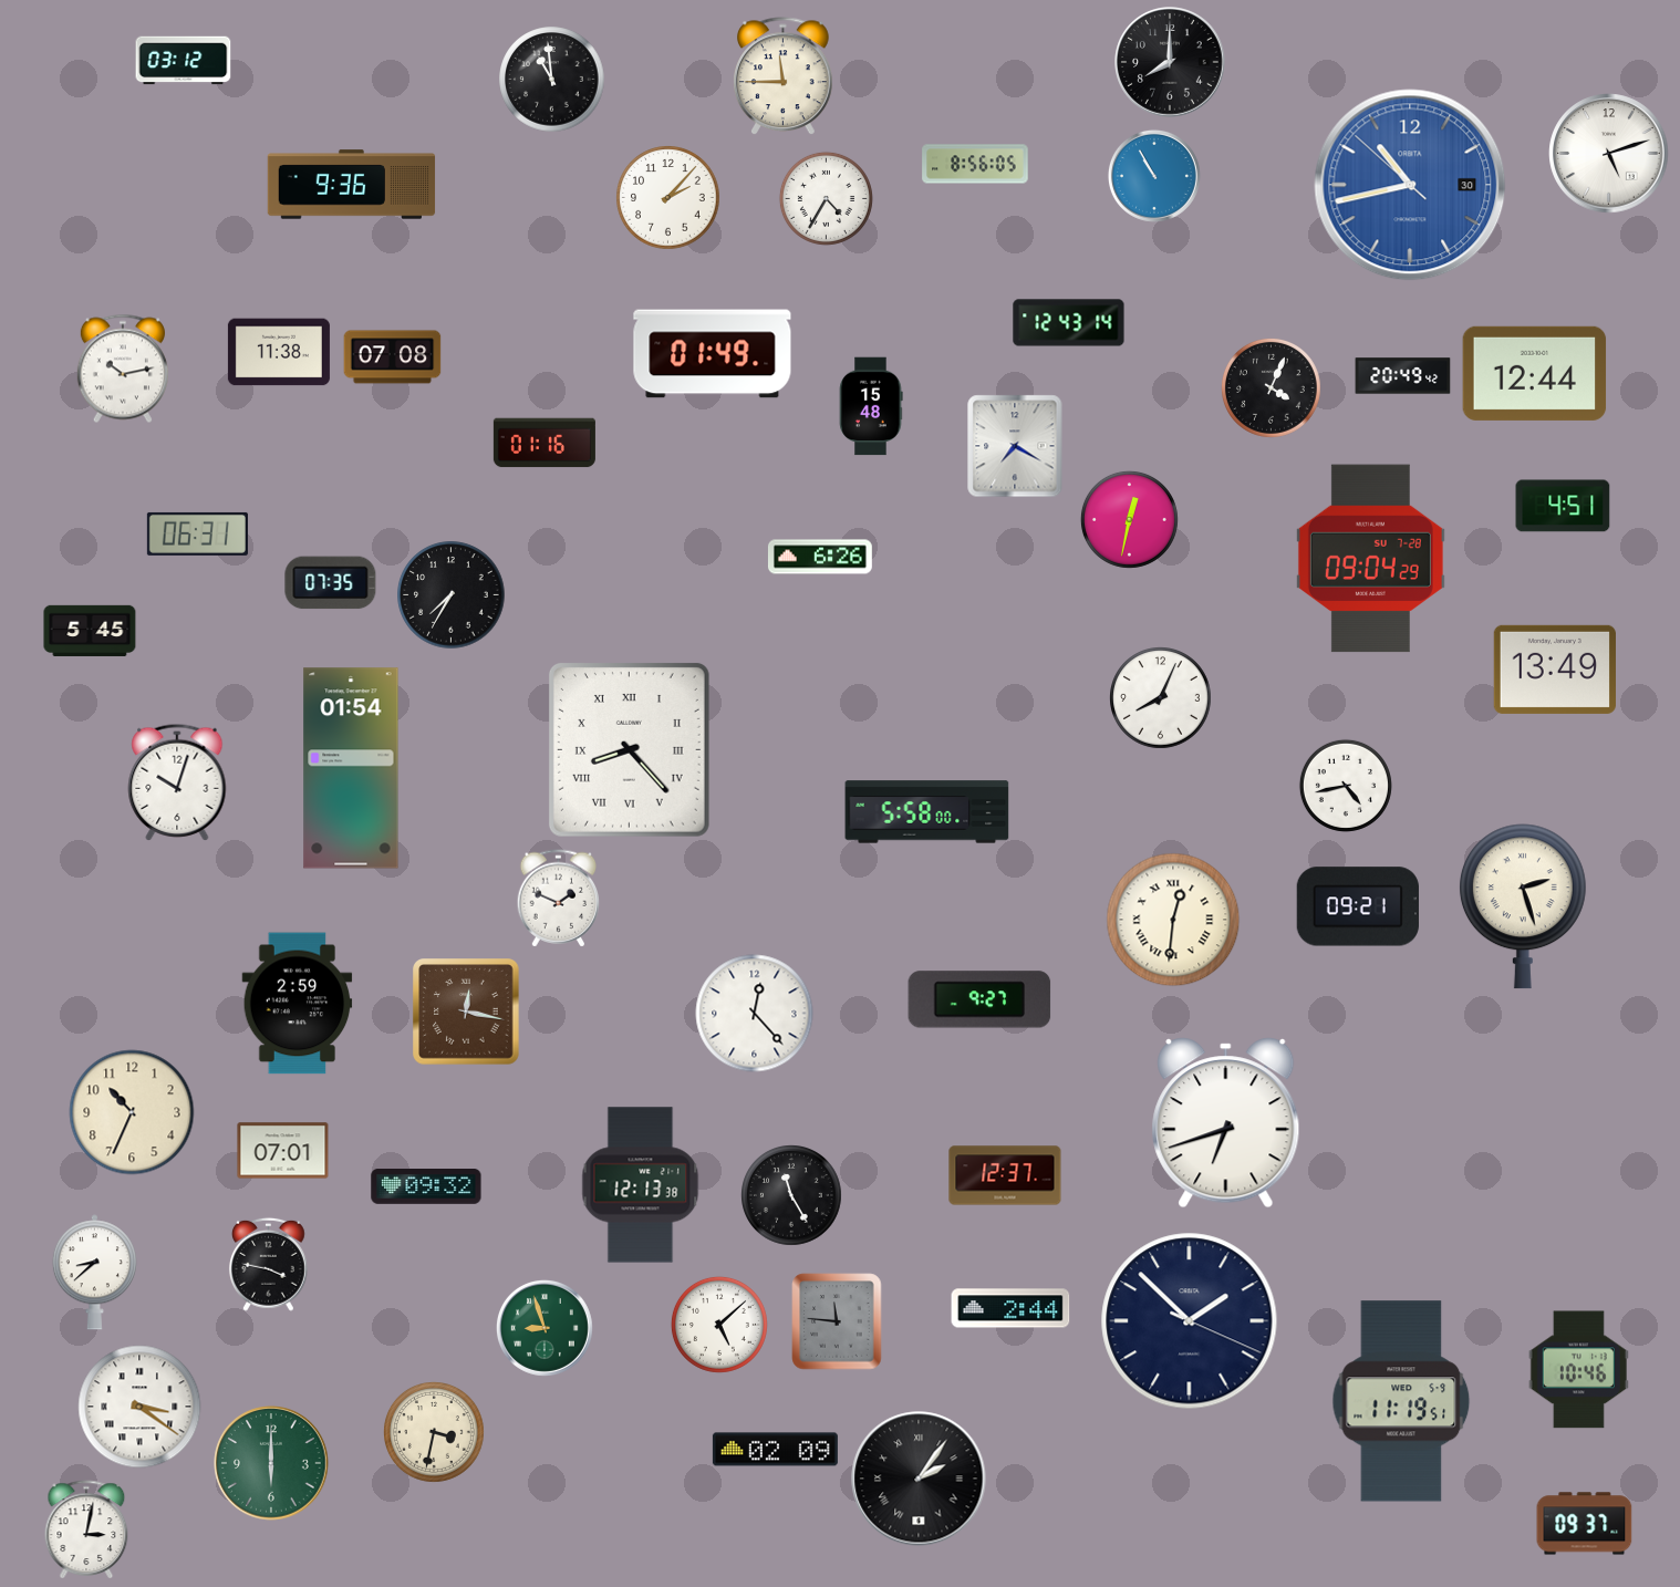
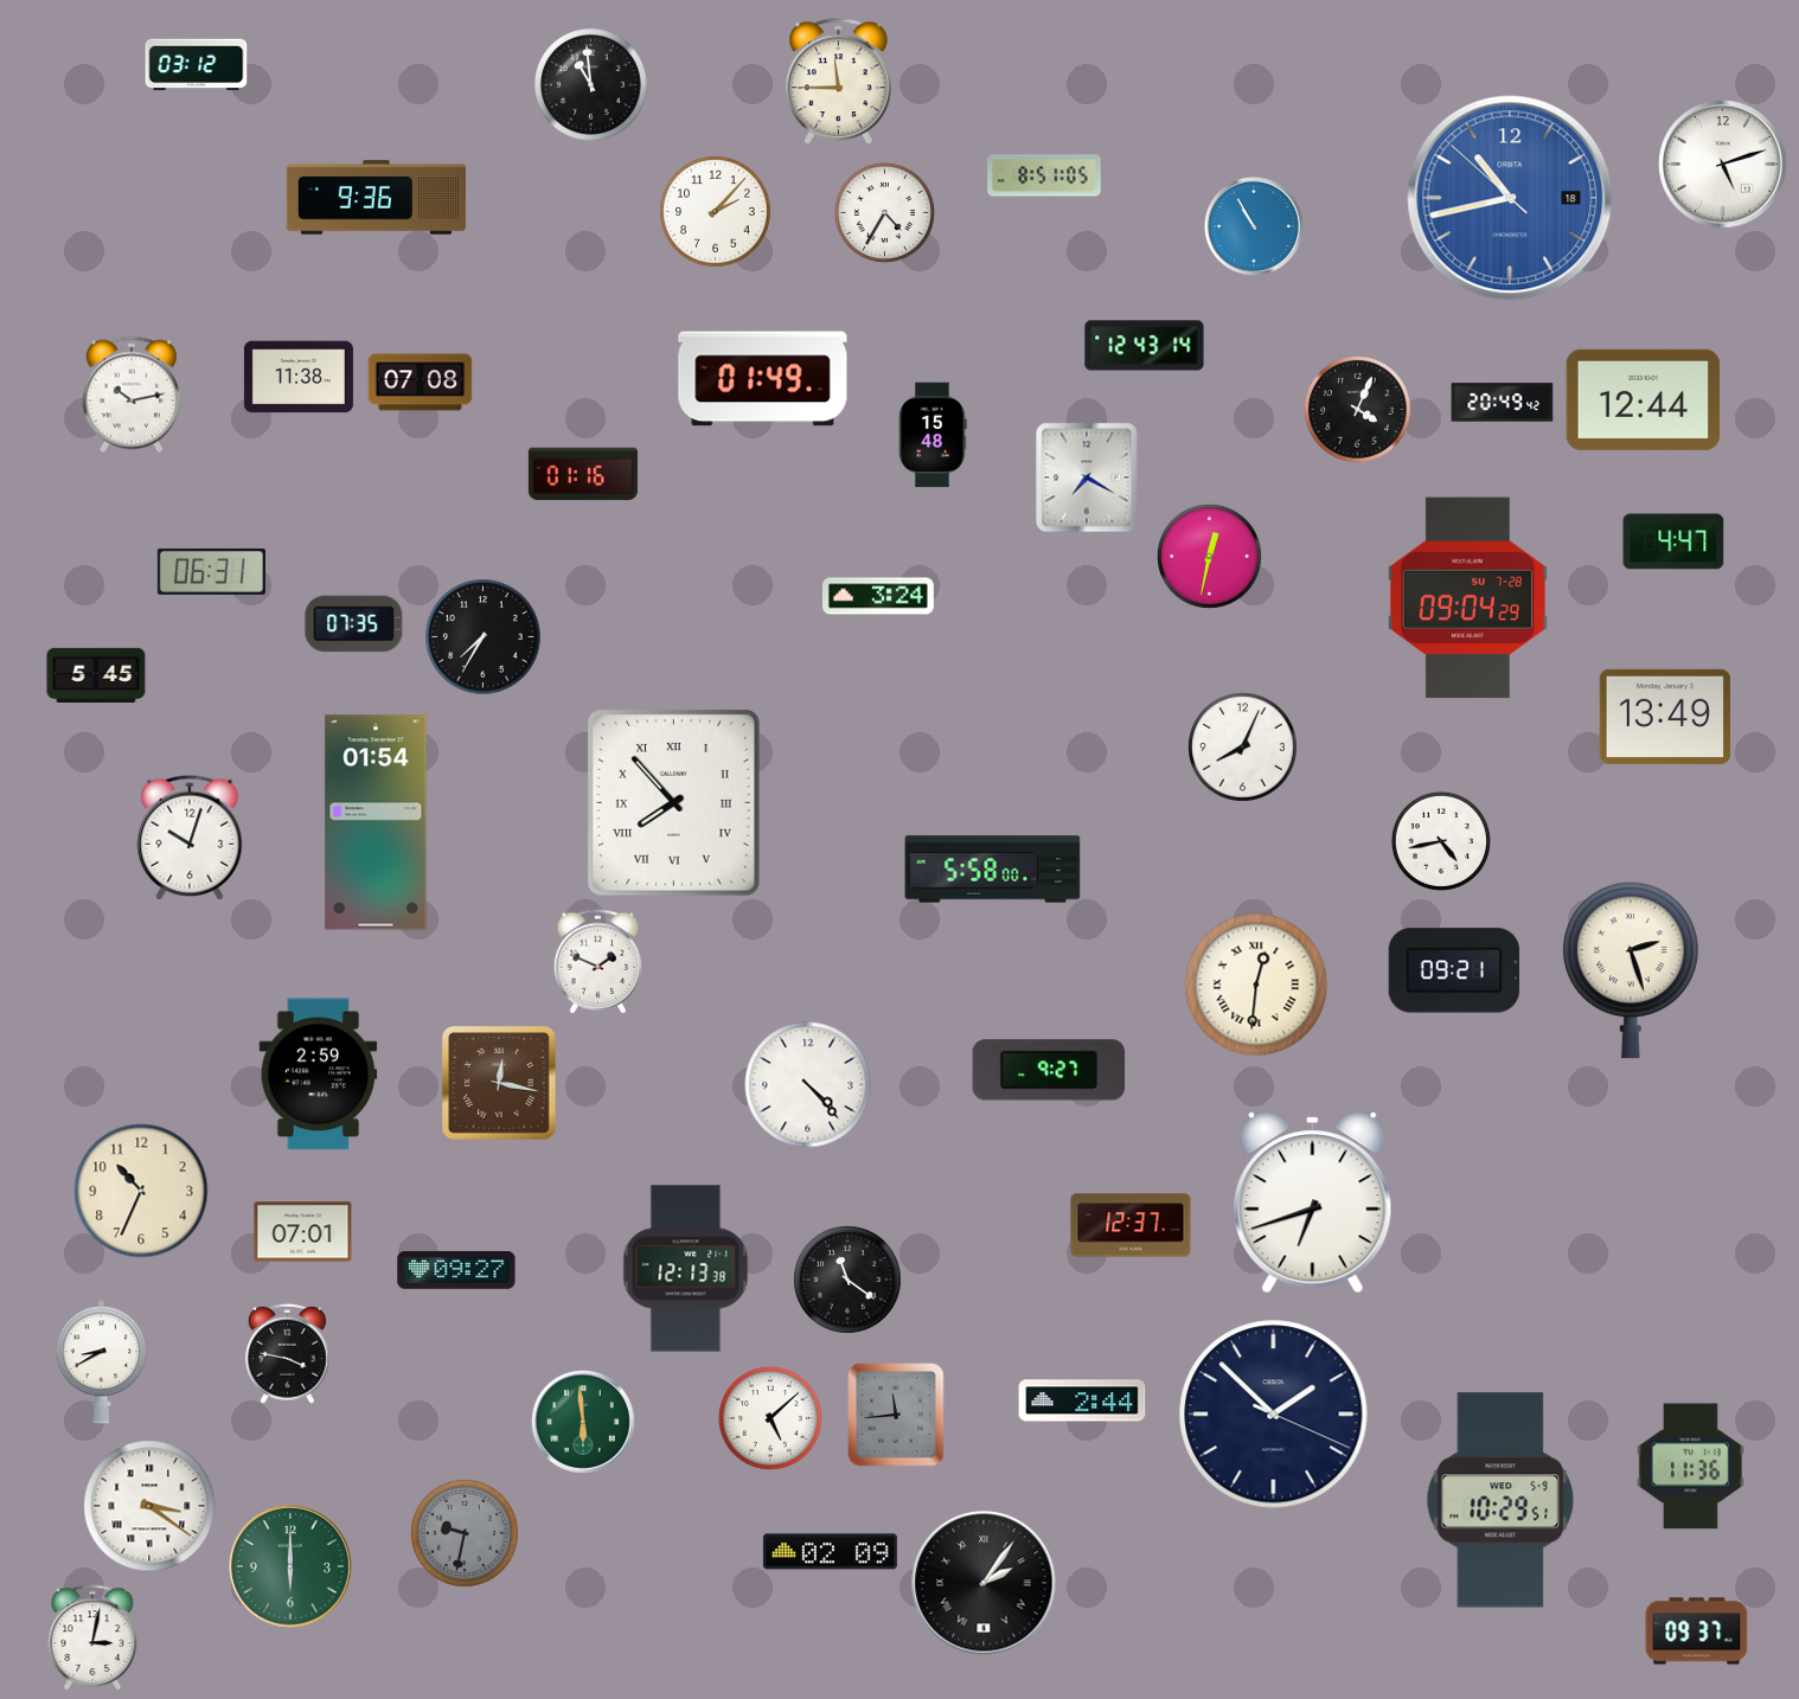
clock at (1170, 62): 8:00 -> none
clock at (975, 164): 8:56 -> 8:51
clock at (1154, 176) position: (1154, 176) -> (1254, 226)
clock at (1410, 185) date: 30 -> 18
clock at (1272, 388) position: (1272, 388) -> (1358, 410)
clock at (1563, 506): 4:51 -> 4:47
clock at (820, 557): 6:26 -> 3:24
clock at (629, 749): 8:23 -> 7:53
clock at (755, 1014): 12:23 -> 4:23
clock at (1005, 1175) position: (1005, 1175) -> (1131, 1225)
clock at (426, 1187): 09:32 -> 09:27
clock at (792, 1196): 11:25 -> 11:21
clock at (94, 1273): 8:38 -> 8:40
clock at (837, 1321): 11:46 -> 11:44
clock at (545, 1328): 8:57 -> 5:59
clock at (1578, 1370): 10:46 -> 11:36
clock at (1401, 1401): 11:19 -> 10:29
clock at (435, 1433): 3:32 -> 9:32
clock at (435, 1433) dial: cream -> grey
